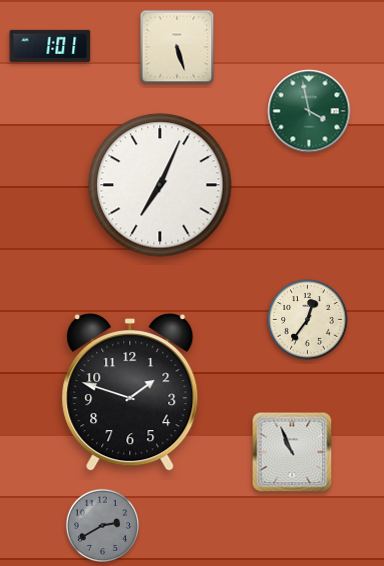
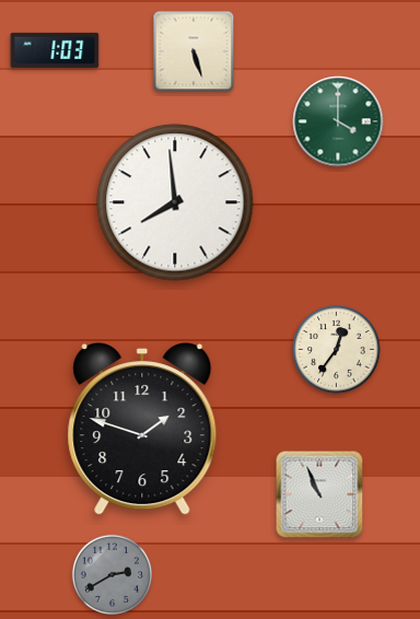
clock at (50, 46): 1:01 -> 1:03
clock at (309, 111): 3:58 -> 4:00
clock at (160, 185): 7:04 -> 7:59
